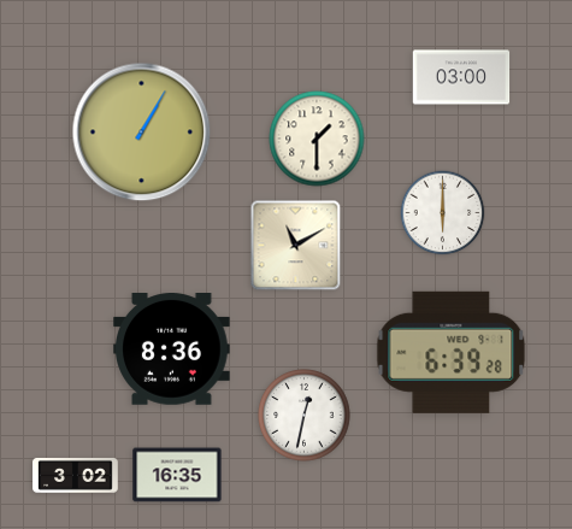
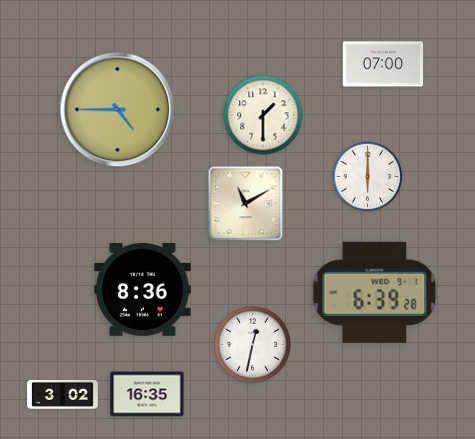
clock at (461, 77): 03:00 -> 07:00
clock at (142, 133): 1:05 -> 4:45
